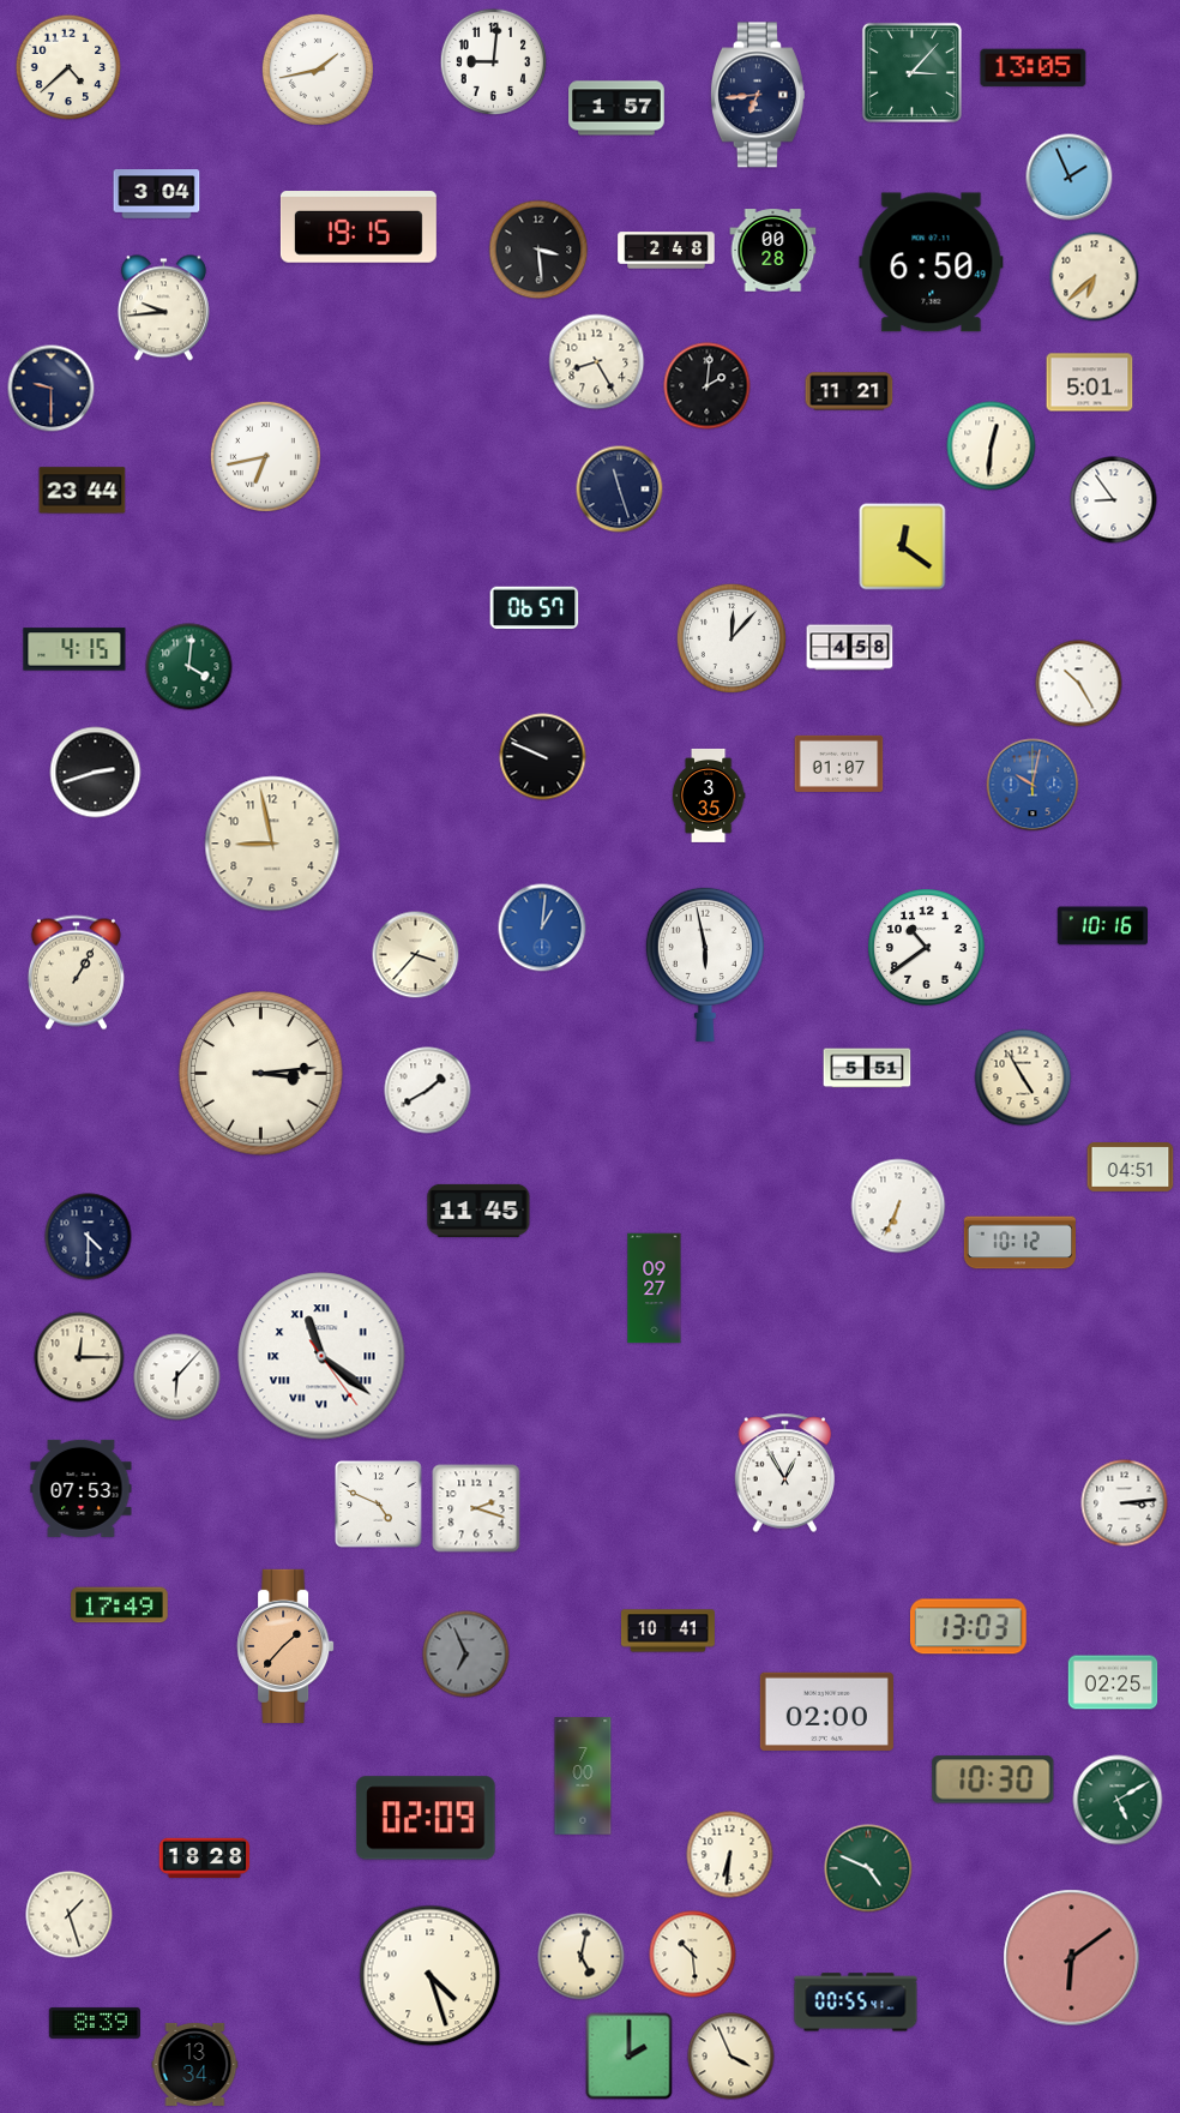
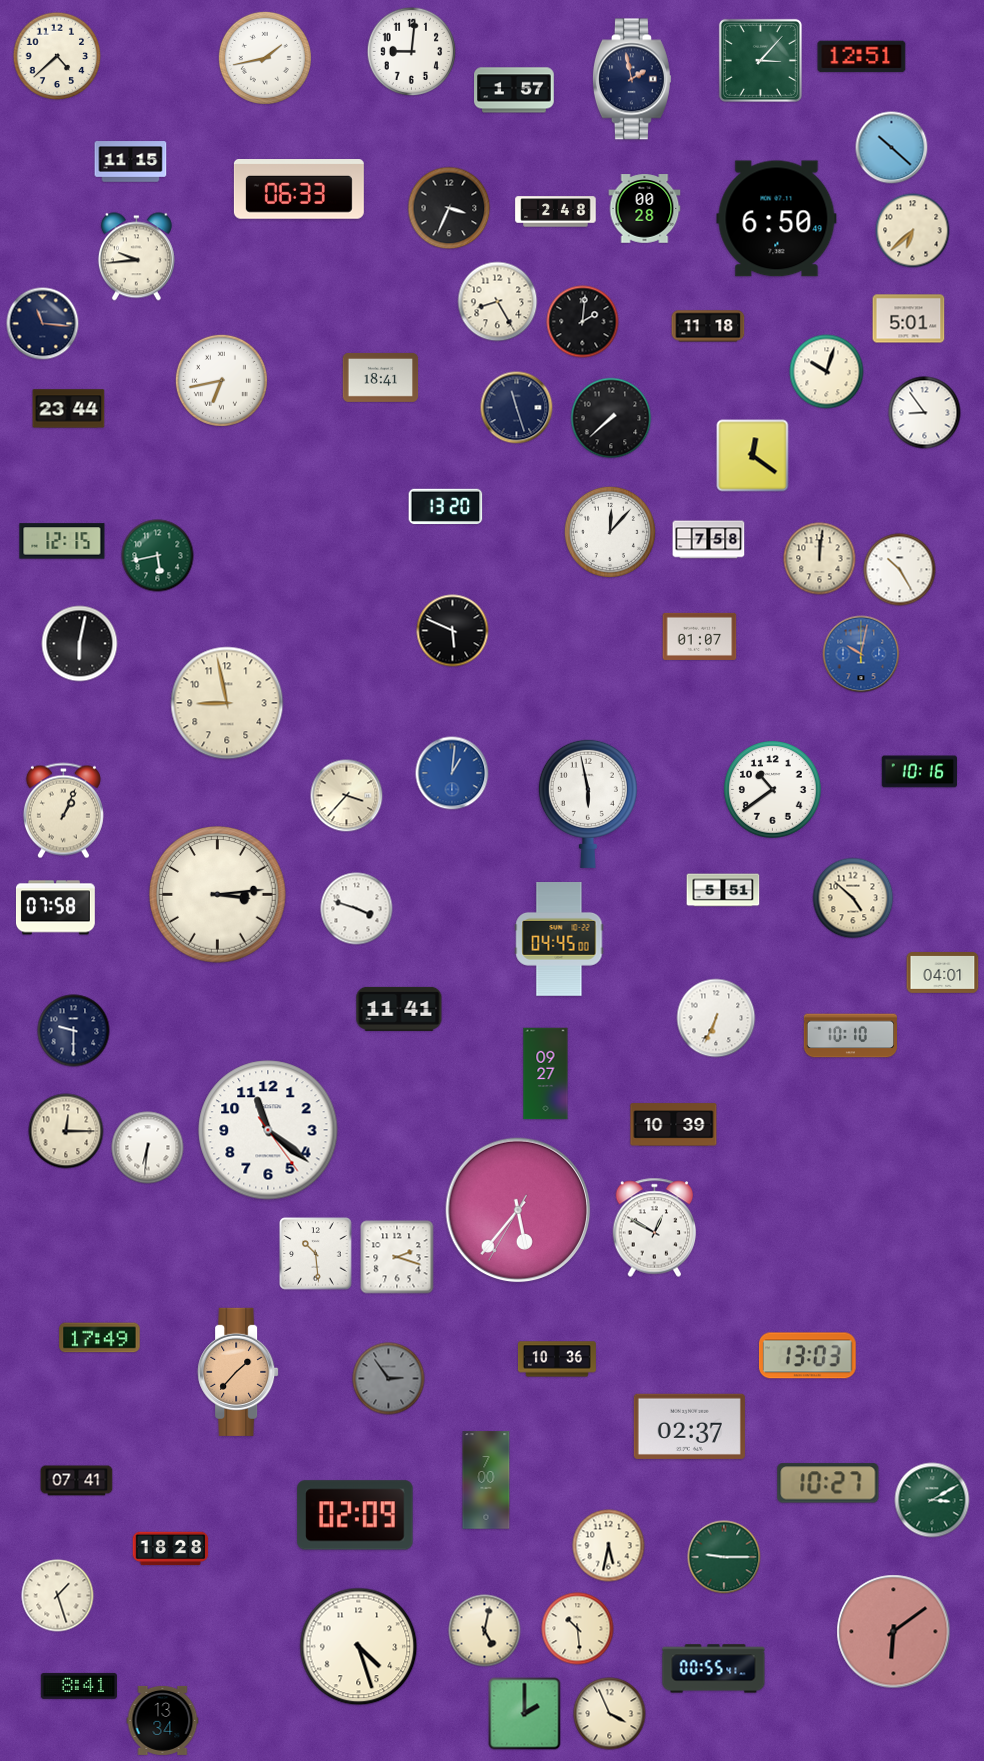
clock at (1034, 68): 13:05 -> 12:51
clock at (758, 95): 6:44 -> 1:58
clock at (1070, 178): 1:56 -> 10:22
clock at (157, 194): 3:04 -> 11:15
clock at (359, 228): 19:15 -> 06:33
clock at (538, 250): 3:29 -> 3:34
clock at (667, 251) position: (667, 251) -> (556, 212)
clock at (708, 386) position: (708, 386) -> (583, 322)
clock at (52, 389): 9:30 -> 11:16
clock at (849, 391): 11:21 -> 11:18
clock at (992, 446): 12:31 -> 10:03
clock at (381, 377): none -> 18:41
clock at (1114, 500) position: (1114, 500) -> (925, 413)
clock at (611, 418): none -> 7:38
clock at (535, 608): 06:57 -> 13:20
clock at (850, 648): 4:58 -> 7:58
clock at (74, 649): 4:15 -> 12:15
clock at (189, 667): 4:01 -> 5:43
clock at (820, 559): none -> 12:01
clock at (543, 757): 9:49 -> 5:49
clock at (96, 773): 2:42 -> 6:02
clock at (709, 796): 3:35 -> none
clock at (76, 973): 1:05 -> 1:04
clock at (1023, 1077): 4:55 -> 4:52
clock at (55, 908): none -> 07:58
clock at (428, 1091): 1:40 -> 3:48
clock at (559, 940): none -> 04:45
clock at (1131, 1167): 04:51 -> 04:01
clock at (898, 1206) position: (898, 1206) -> (716, 1018)
clock at (478, 1211): 11:45 -> 11:41
clock at (89, 1237): 4:30 -> 9:30
clock at (1019, 1243): 10:12 -> 10:10
clock at (674, 1125): none -> 10:39
clock at (321, 1356) numerals: Roman -> Arabic
clock at (177, 1377): 6:07 -> 6:31
clock at (518, 1210): none -> 5:36
clock at (785, 1473): 12:55 -> 12:50
clock at (82, 1488): 07:53 -> none
clock at (1125, 1503): 3:14 -> none
clock at (379, 1505): 4:49 -> 10:29
clock at (668, 1631): 10:41 -> 10:36
clock at (466, 1655): 6:56 -> 2:54
clock at (1113, 1682): 02:25 -> none
clock at (826, 1711): 02:00 -> 02:37
clock at (77, 1481): none -> 07:41
clock at (993, 1779): 10:30 -> 10:27
clock at (1118, 1800): 5:10 -> 3:10
clock at (730, 1855): 6:31 -> 5:32
clock at (868, 1868): 4:49 -> 9:15
clock at (95, 2023): 8:39 -> 8:41
